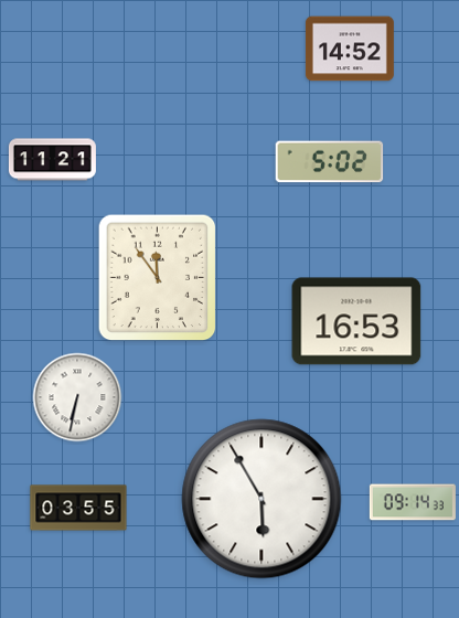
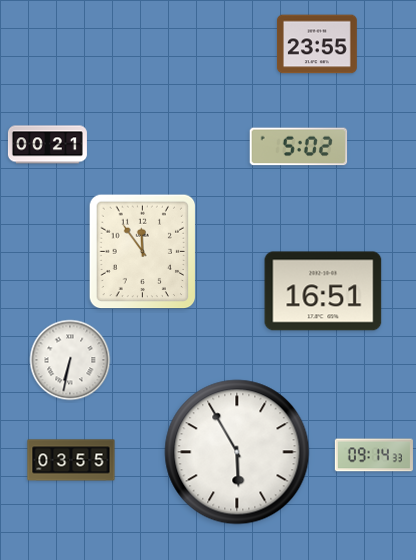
clock at (350, 49): 14:52 -> 23:55
clock at (52, 160): 11:21 -> 00:21
clock at (356, 321): 16:53 -> 16:51
